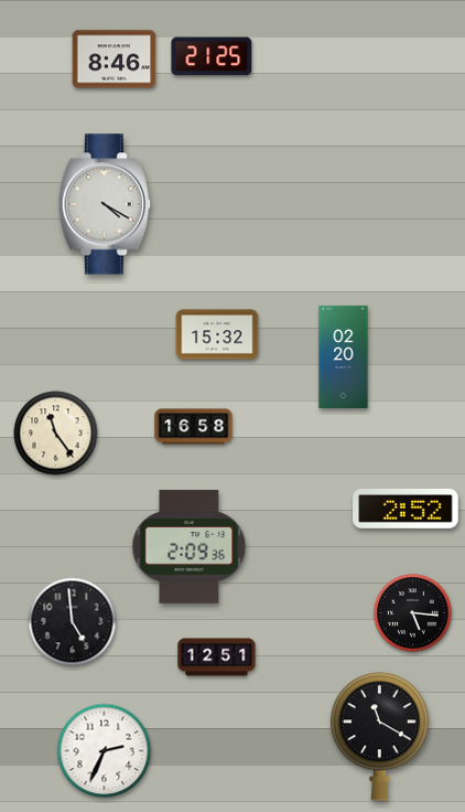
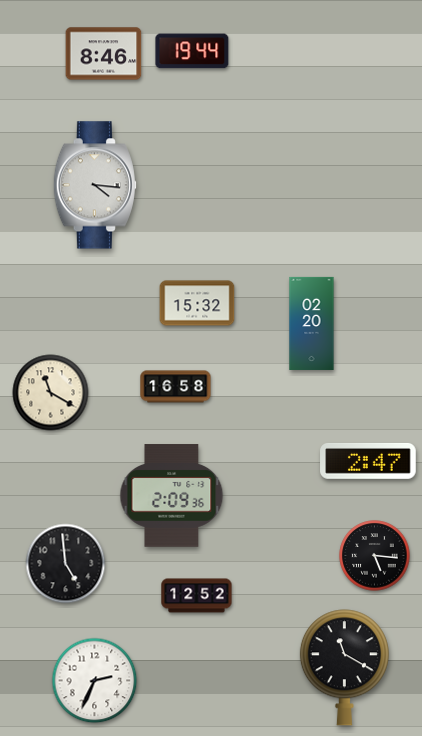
clock at (212, 56): 21:25 -> 19:44
clock at (105, 204): 4:20 -> 4:16
clock at (56, 434): 11:24 -> 11:20
clock at (405, 509): 2:52 -> 2:47
clock at (217, 658): 12:51 -> 12:52
